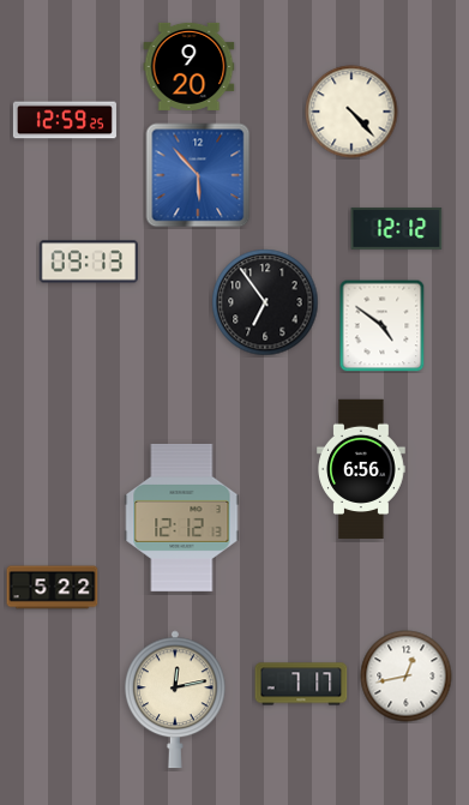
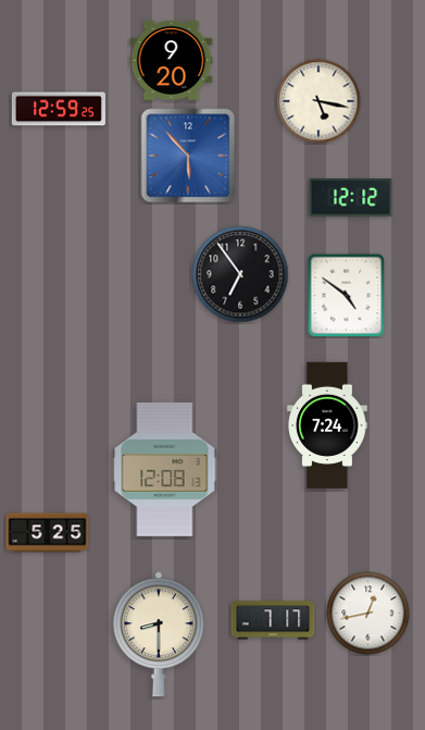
clock at (351, 112): 4:23 -> 5:17
clock at (198, 175) position: (198, 175) -> (188, 156)
clock at (397, 228) position: (397, 228) -> (351, 197)
clock at (89, 262): 09:13 -> none
clock at (361, 469): 6:56 -> 7:24
clock at (182, 517): 12:12 -> 12:08
clock at (53, 588): 5:22 -> 5:25
clock at (175, 699): 12:13 -> 8:30
